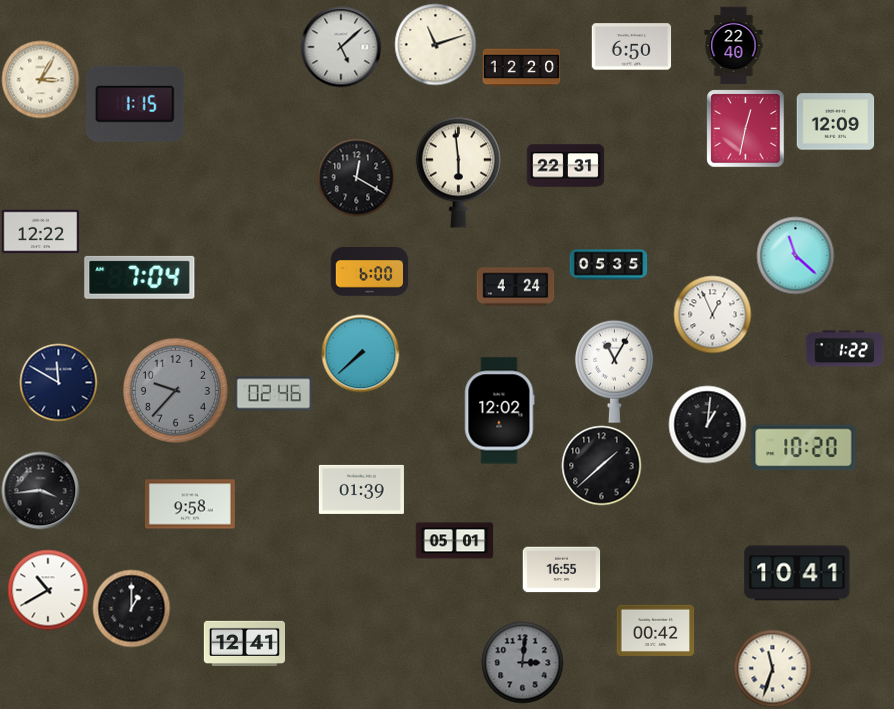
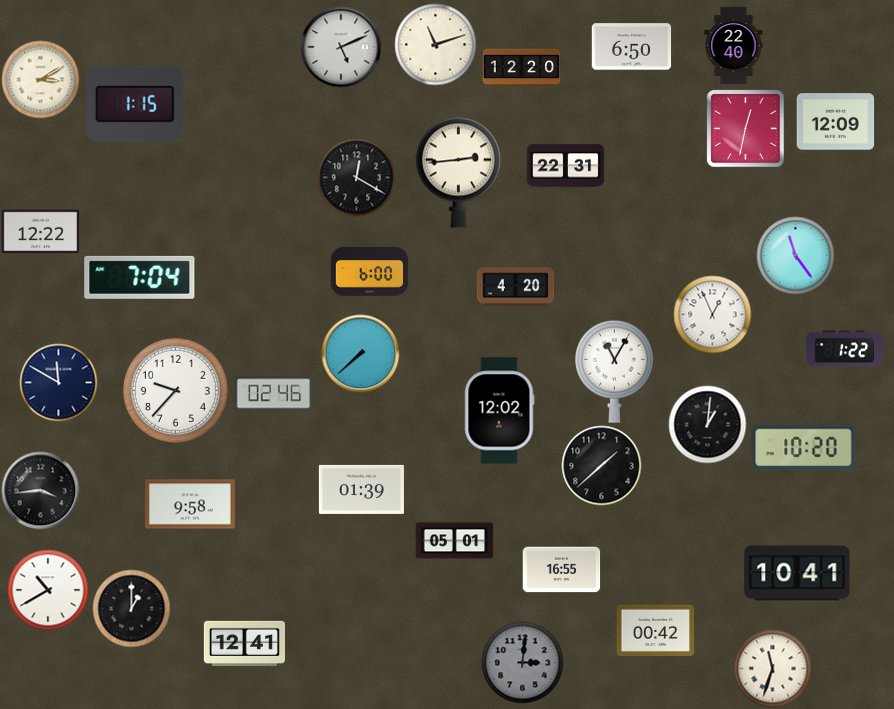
clock at (341, 47): 5:08 -> 5:11
clock at (40, 79): 3:05 -> 3:10
clock at (458, 172): 5:59 -> 2:44
clock at (795, 255): 11:22 -> 11:24
clock at (608, 265): 05:35 -> none
clock at (515, 287): 4:24 -> 4:20
clock at (175, 390) dial: grey -> white
